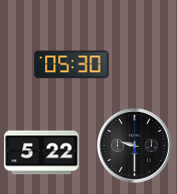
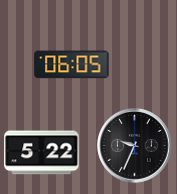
clock at (72, 65): 05:30 -> 06:05
clock at (135, 146): 9:30 -> 9:34
